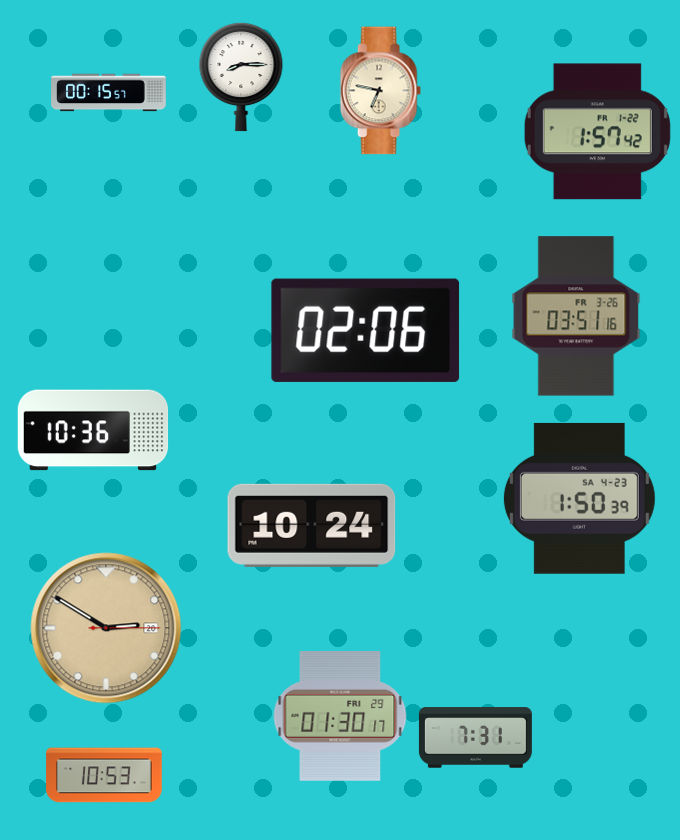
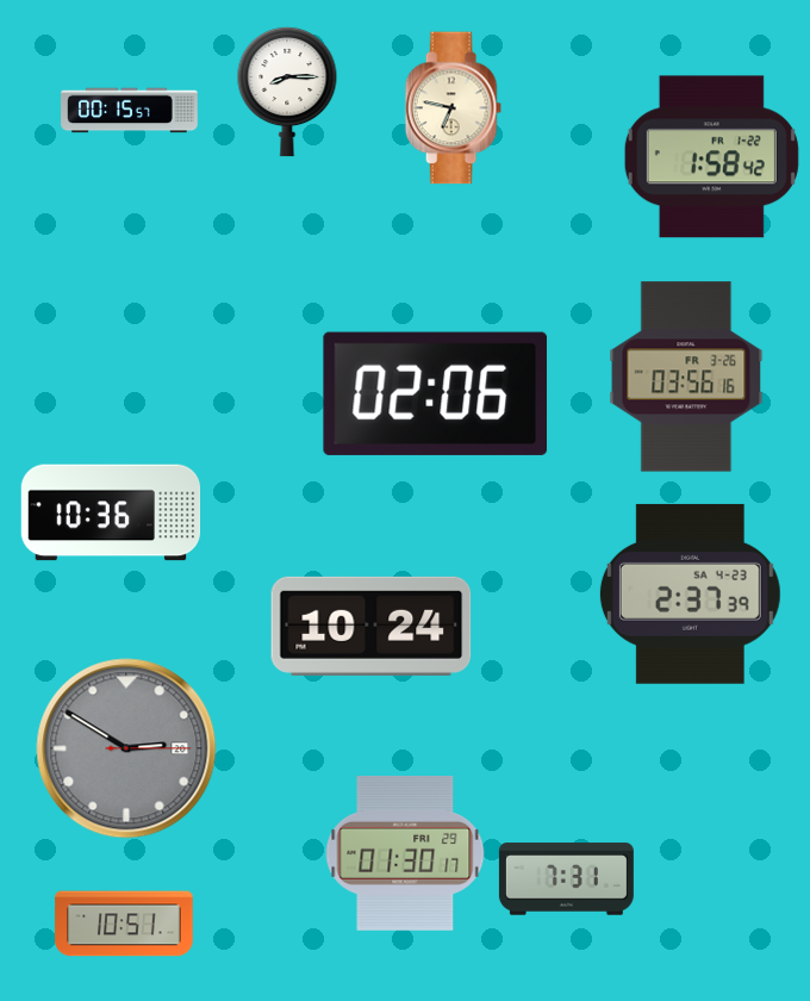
clock at (597, 132): 1:57 -> 1:58
clock at (576, 316): 03:51 -> 03:56
clock at (579, 498): 1:50 -> 2:37
clock at (106, 628) dial: champagne -> grey
clock at (104, 775): 10:53 -> 10:51
